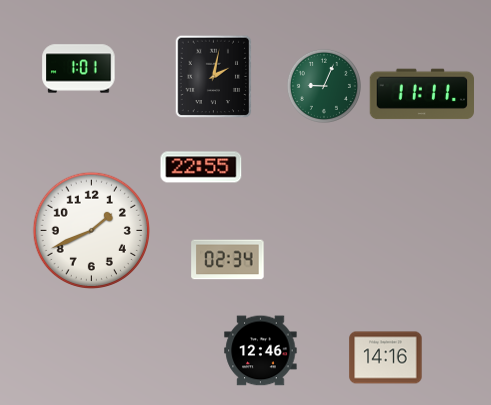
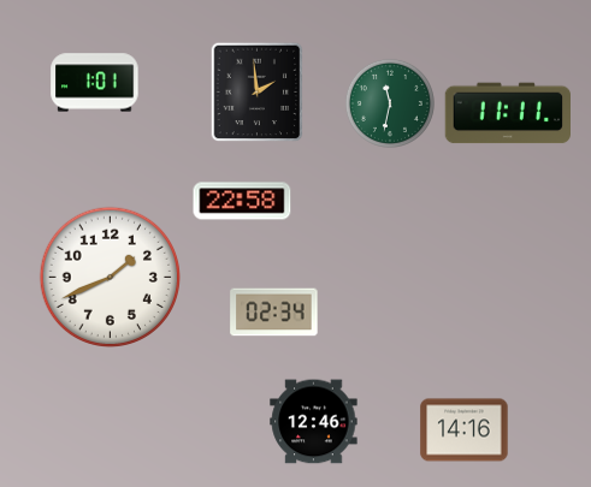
clock at (214, 77): 2:02 -> 1:59
clock at (324, 86): 9:04 -> 11:32
clock at (201, 167): 22:55 -> 22:58
